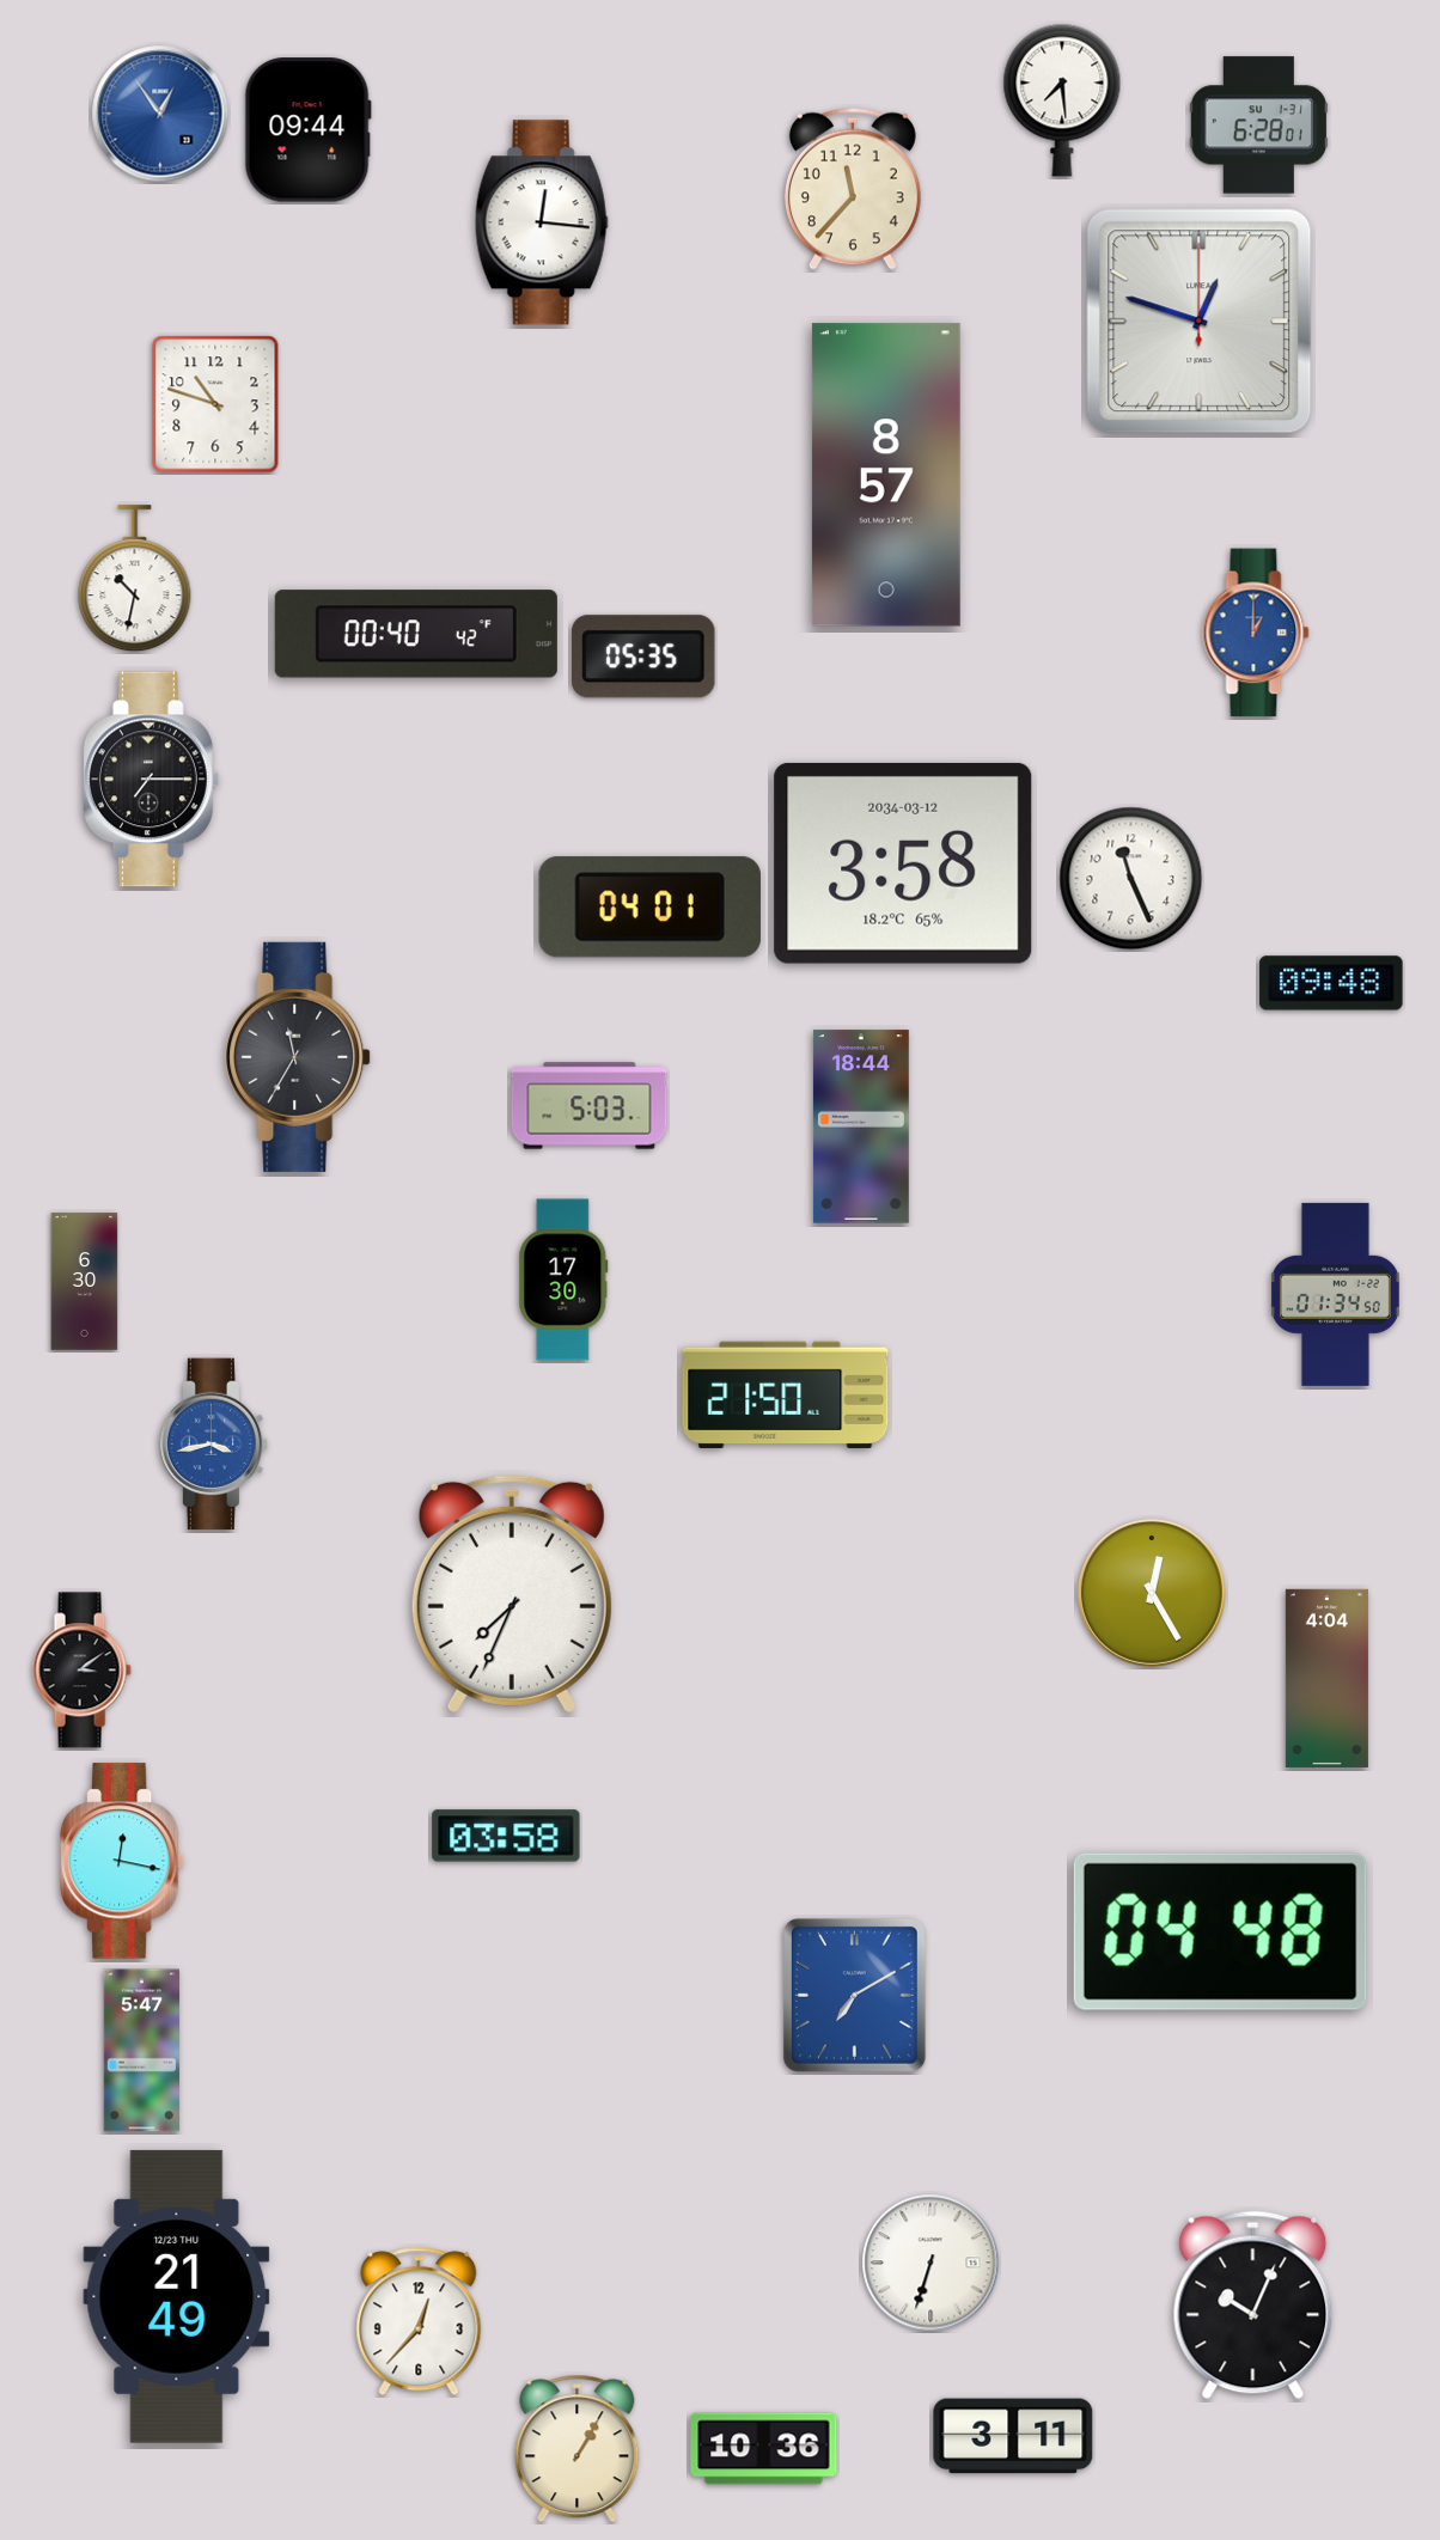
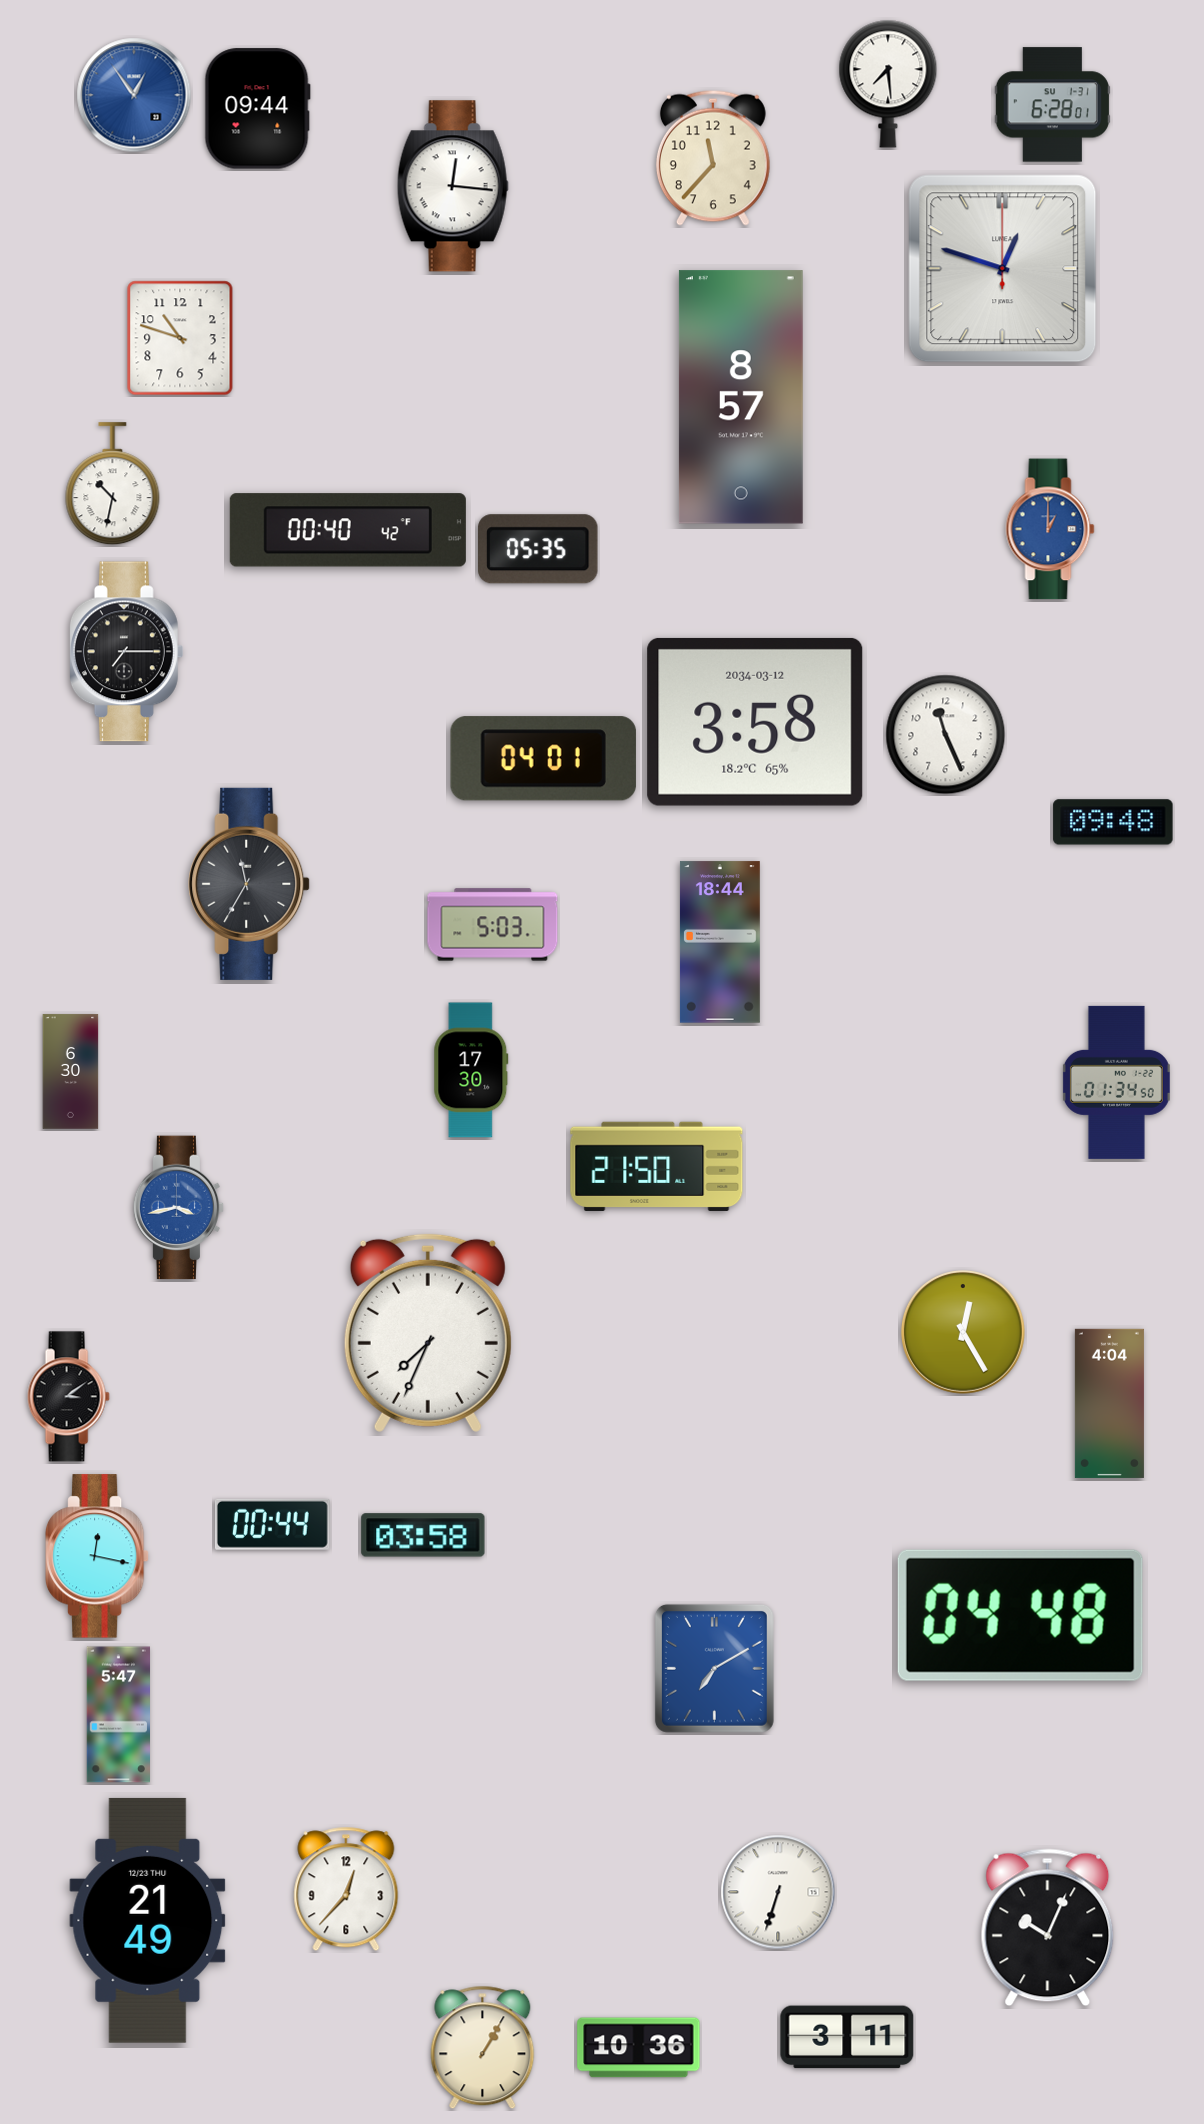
clock at (272, 1524): none -> 00:44
clock at (122, 1861) position: (122, 1861) -> (97, 1556)
clock at (419, 2321) position: (419, 2321) -> (346, 1889)
